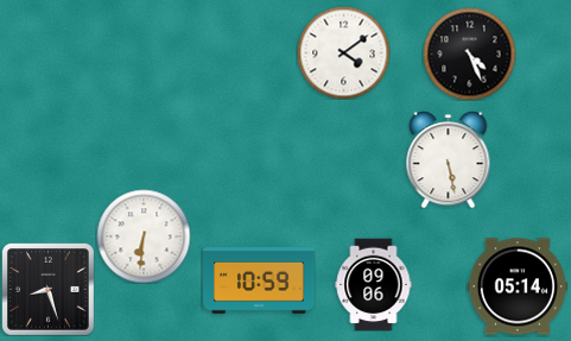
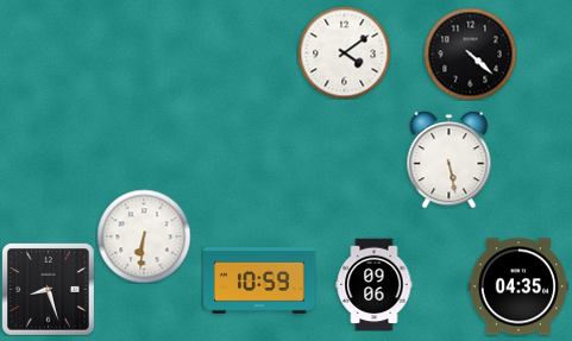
clock at (469, 53): 4:26 -> 4:22
clock at (518, 286): 05:14 -> 04:35
